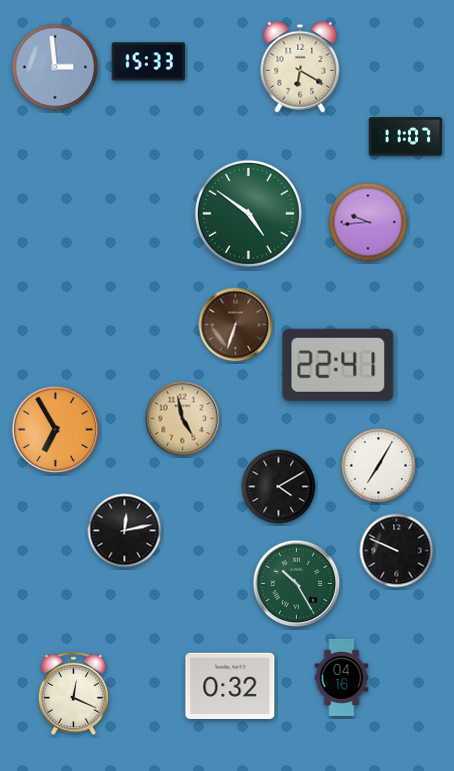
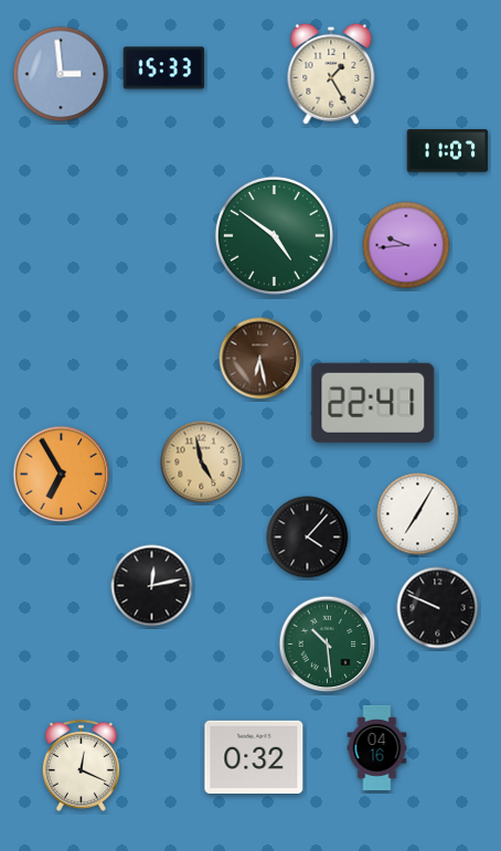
clock at (300, 67): 6:20 -> 1:25
clock at (236, 325): 6:33 -> 6:28
clock at (279, 487): 4:10 -> 4:07
clock at (125, 531) position: (125, 531) -> (152, 586)
clock at (297, 584): 10:25 -> 10:29
